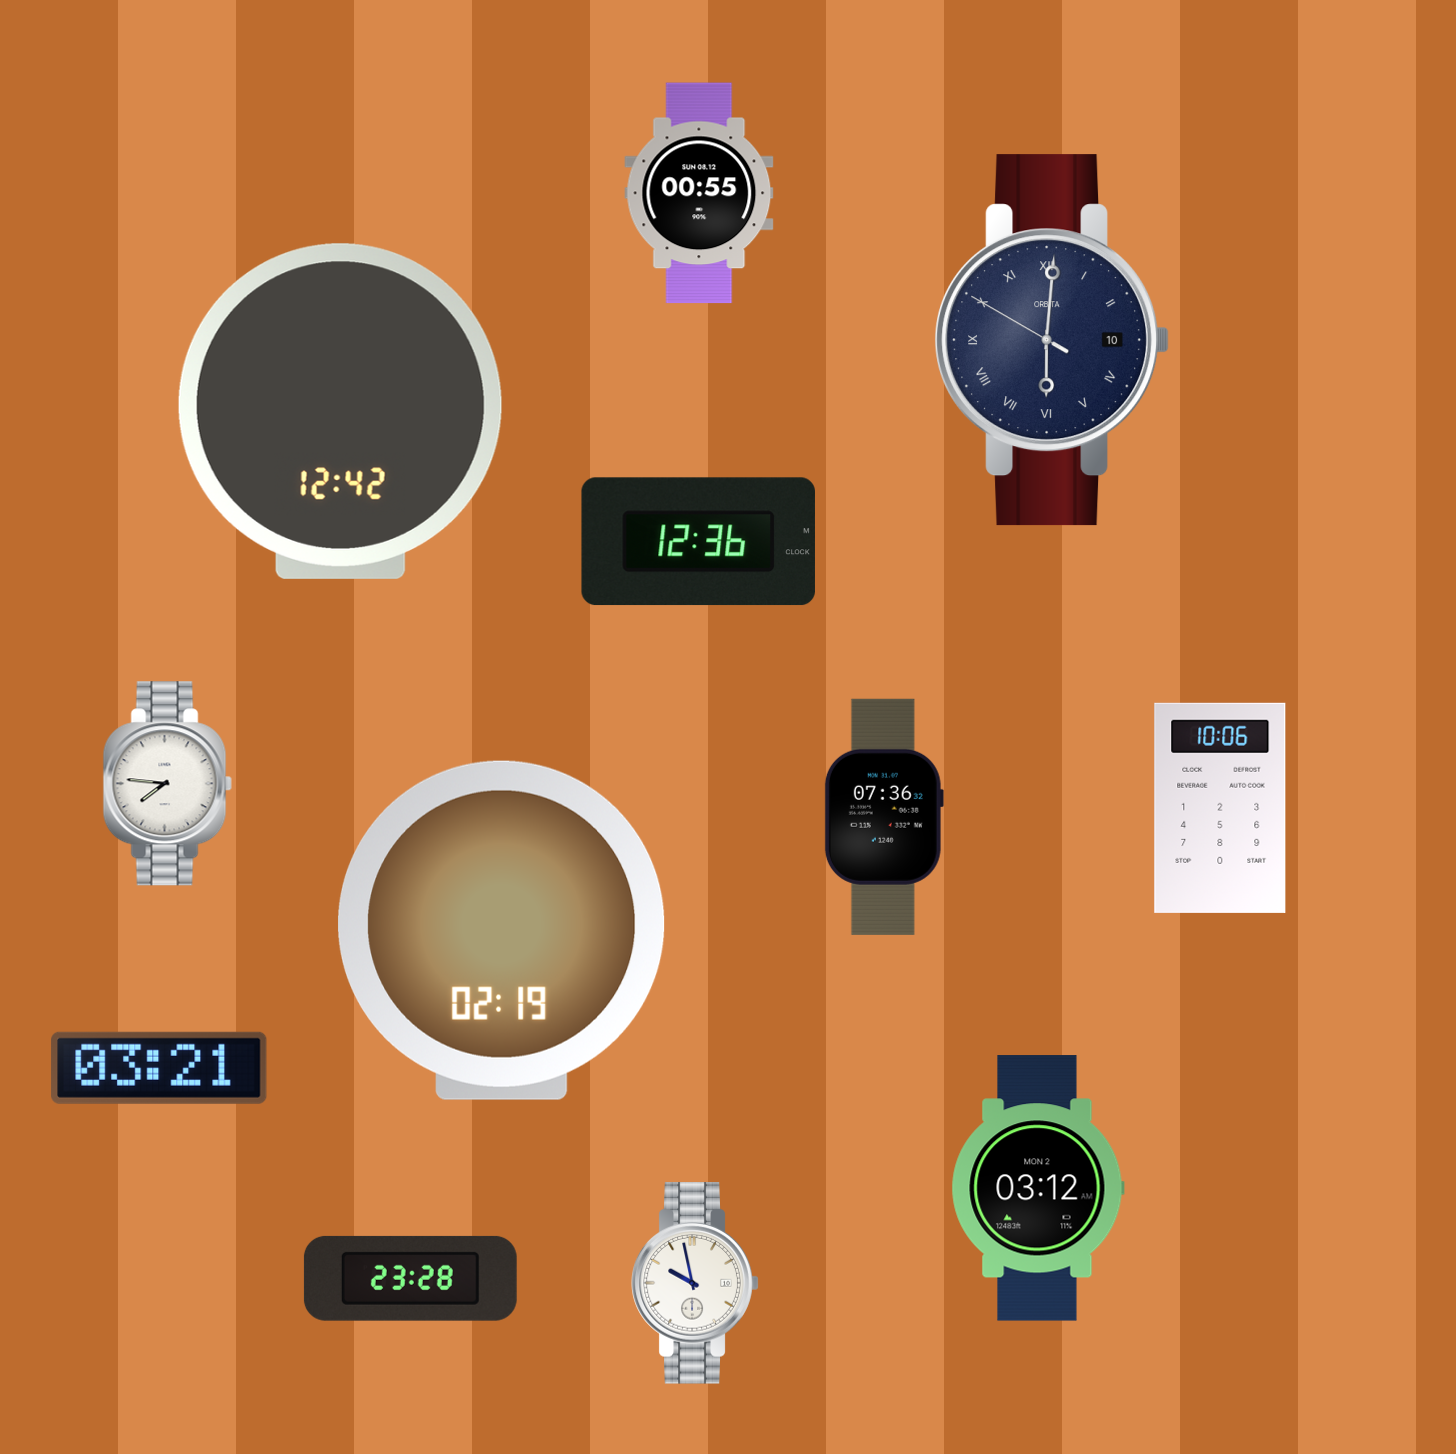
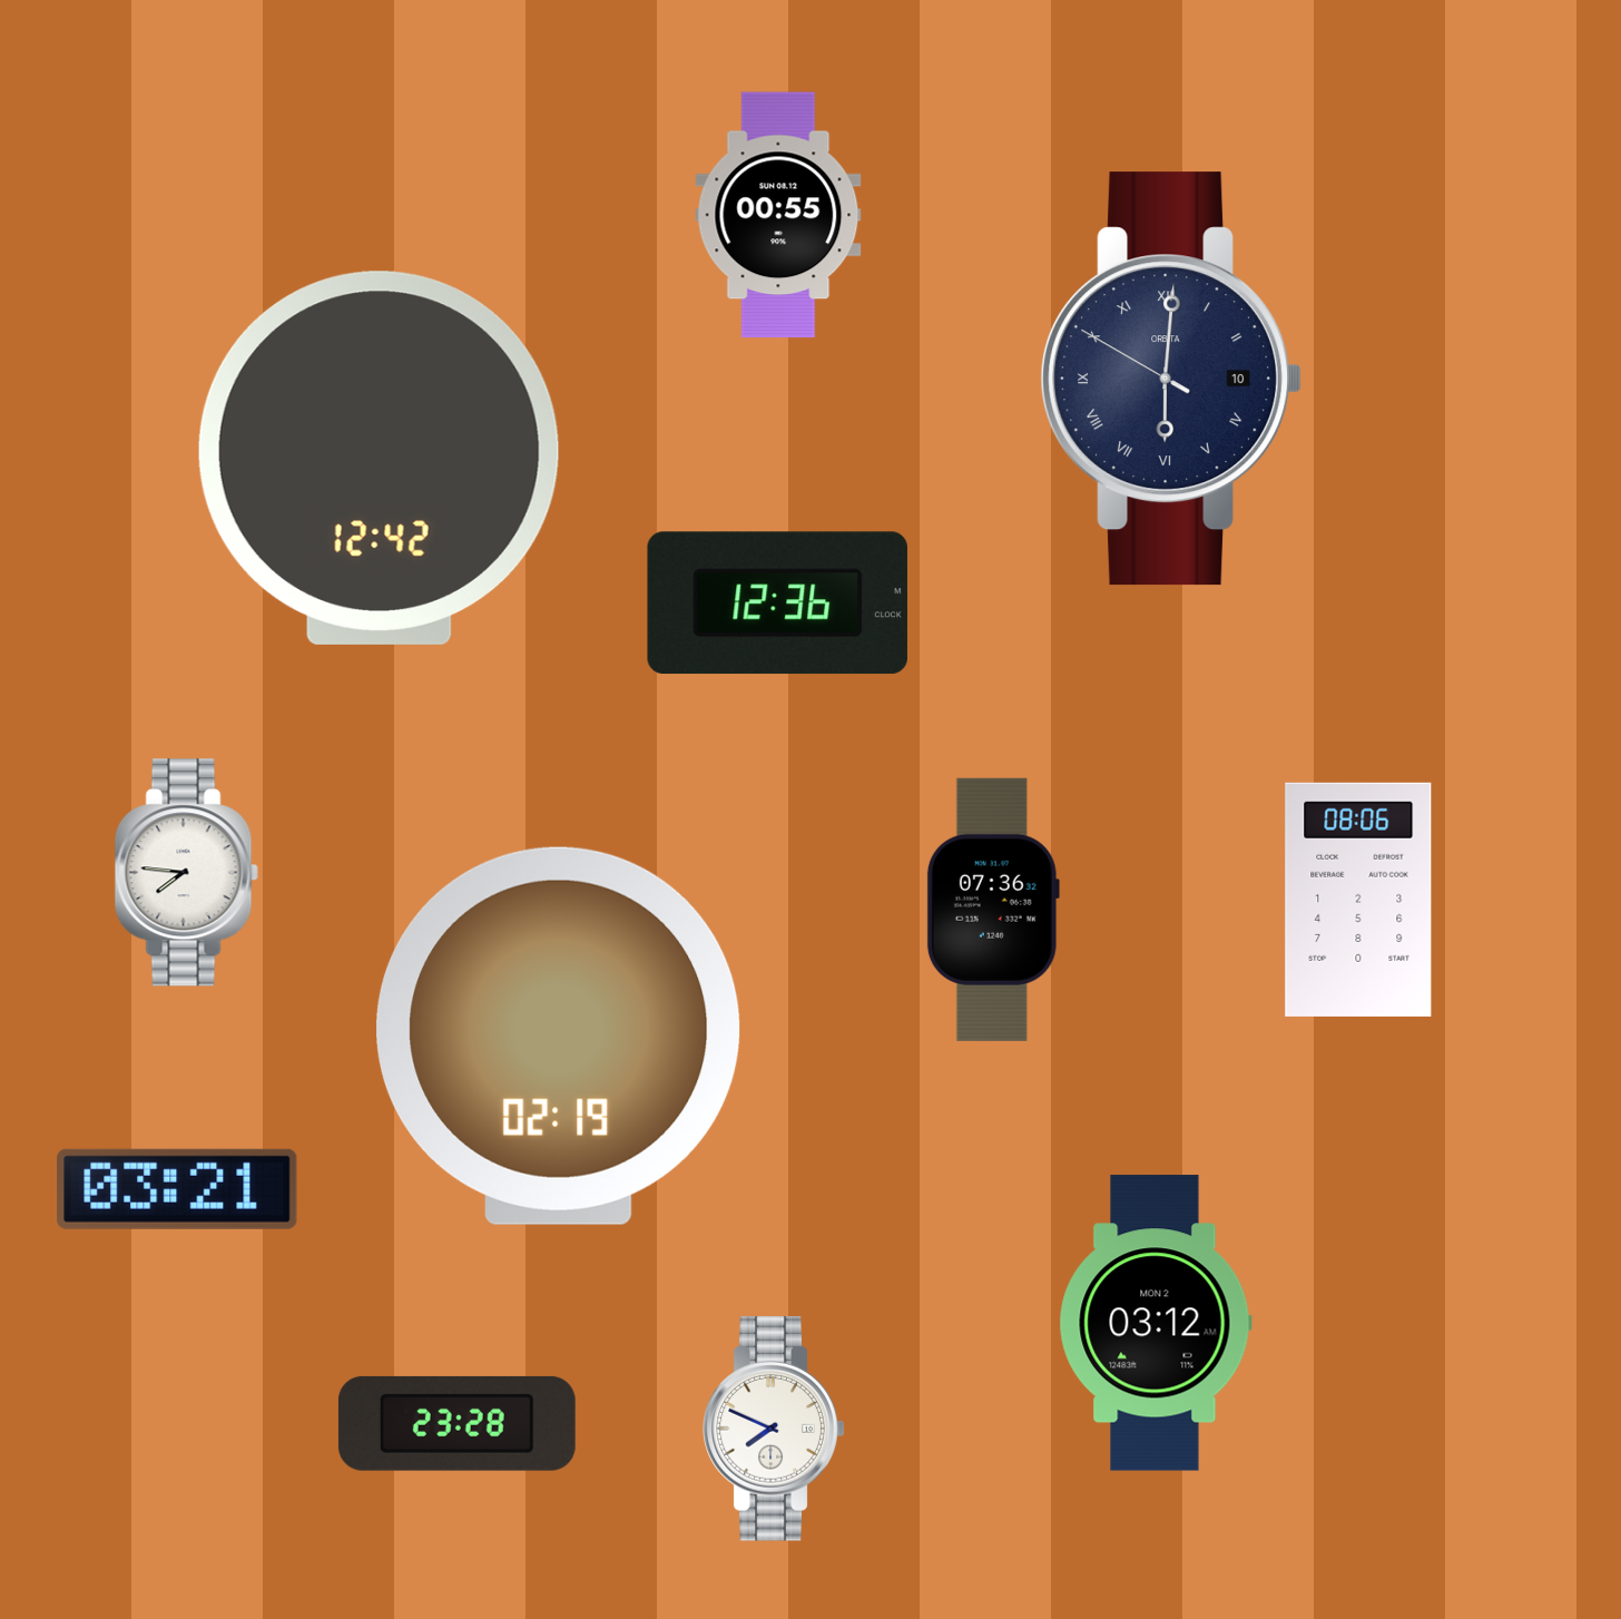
clock at (1220, 808): 10:06 -> 08:06
clock at (884, 817) position: (884, 817) -> (993, 910)
clock at (695, 1283): 9:58 -> 7:49
